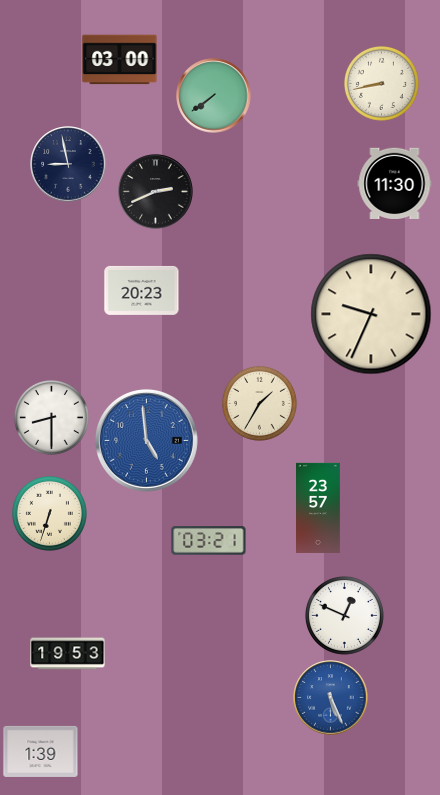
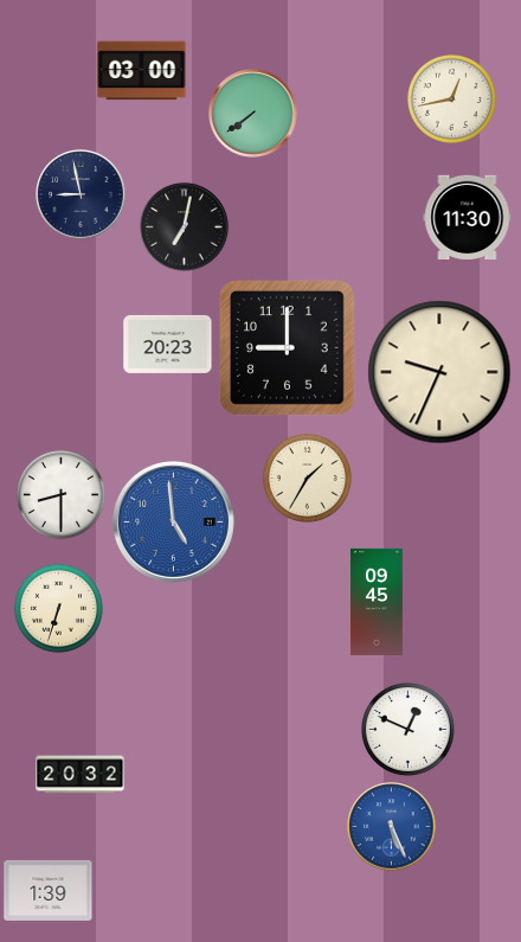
clock at (381, 83): 8:43 -> 12:43
clock at (156, 192): 2:41 -> 7:02
clock at (287, 347): none -> 9:00
clock at (319, 508): 23:57 -> 09:45
clock at (209, 541): 03:21 -> none
clock at (68, 654): 19:53 -> 20:32
